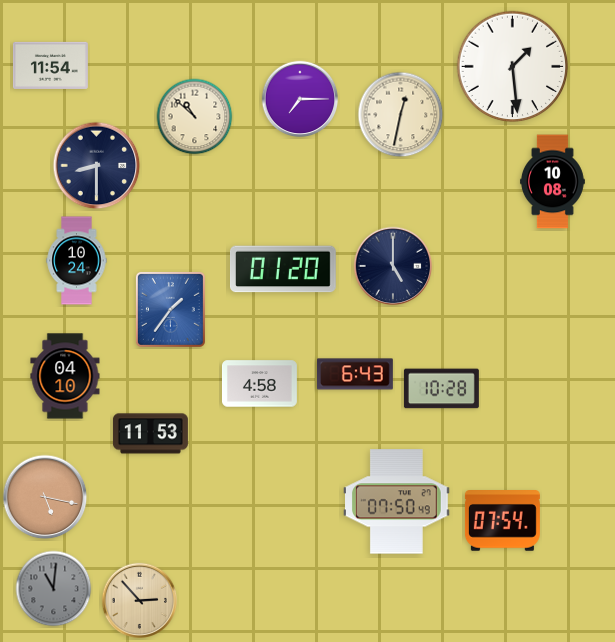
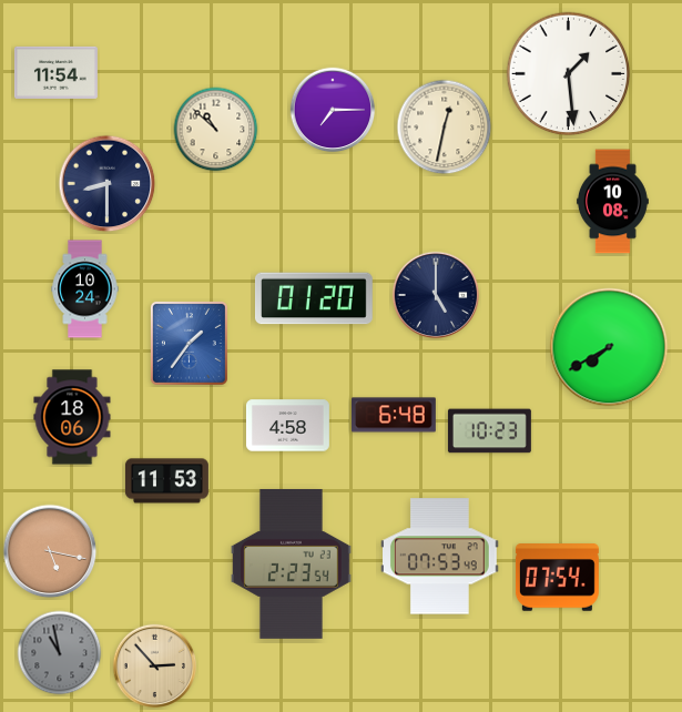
clock at (609, 347): none -> 7:40
clock at (356, 374): 6:43 -> 6:48
clock at (65, 376): 04:10 -> 18:06
clock at (441, 389): 10:28 -> 10:23
clock at (397, 502): 07:50 -> 07:53
clock at (292, 563): none -> 2:23
clock at (54, 589): 11:01 -> 10:58
